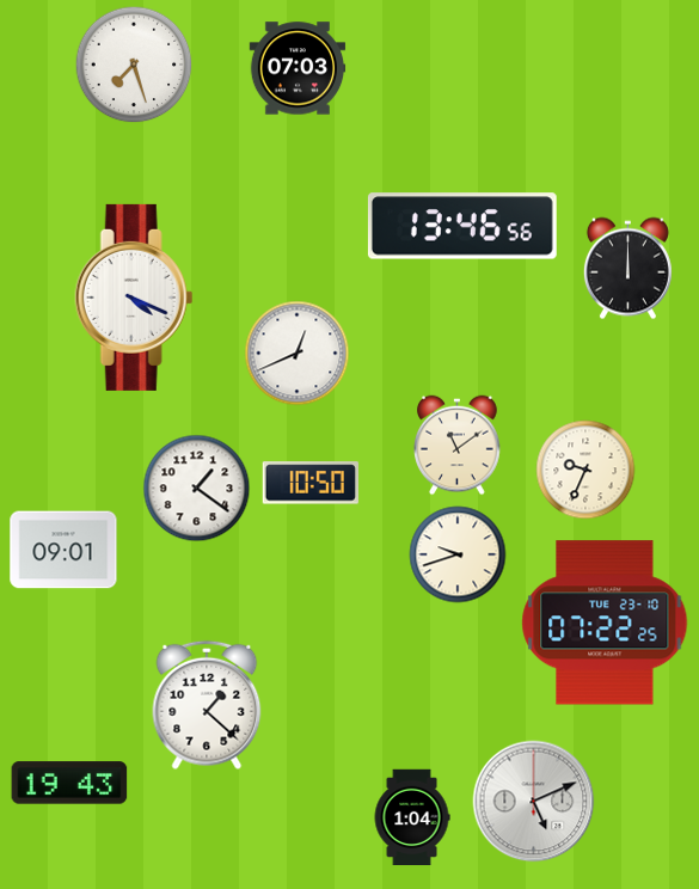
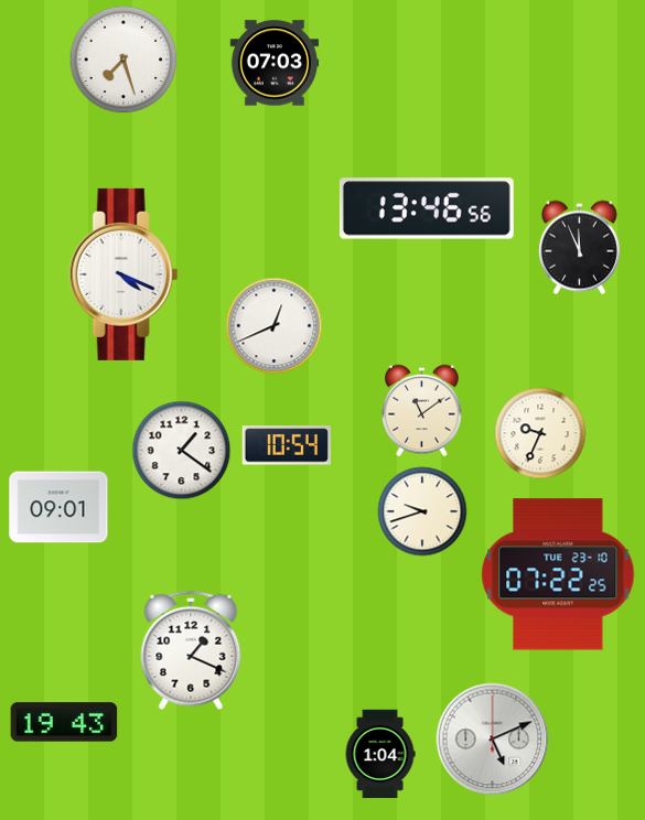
clock at (627, 269): 12:00 -> 11:56
clock at (311, 483): 10:50 -> 10:54
clock at (207, 705): 1:22 -> 1:19
